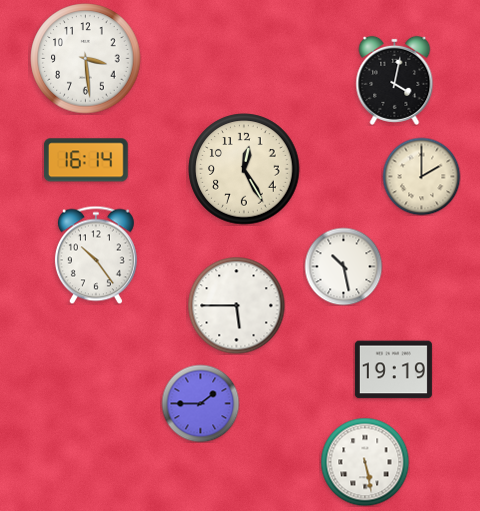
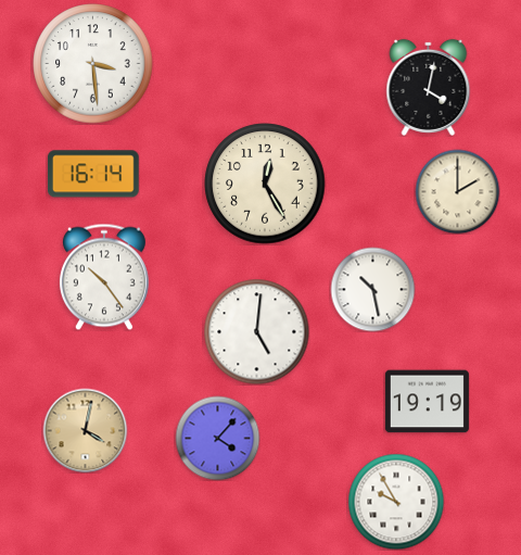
clock at (236, 305): 5:45 -> 5:01
clock at (85, 430): none -> 4:02
clock at (200, 403): 1:45 -> 4:07
clock at (365, 462): 5:28 -> 9:55
